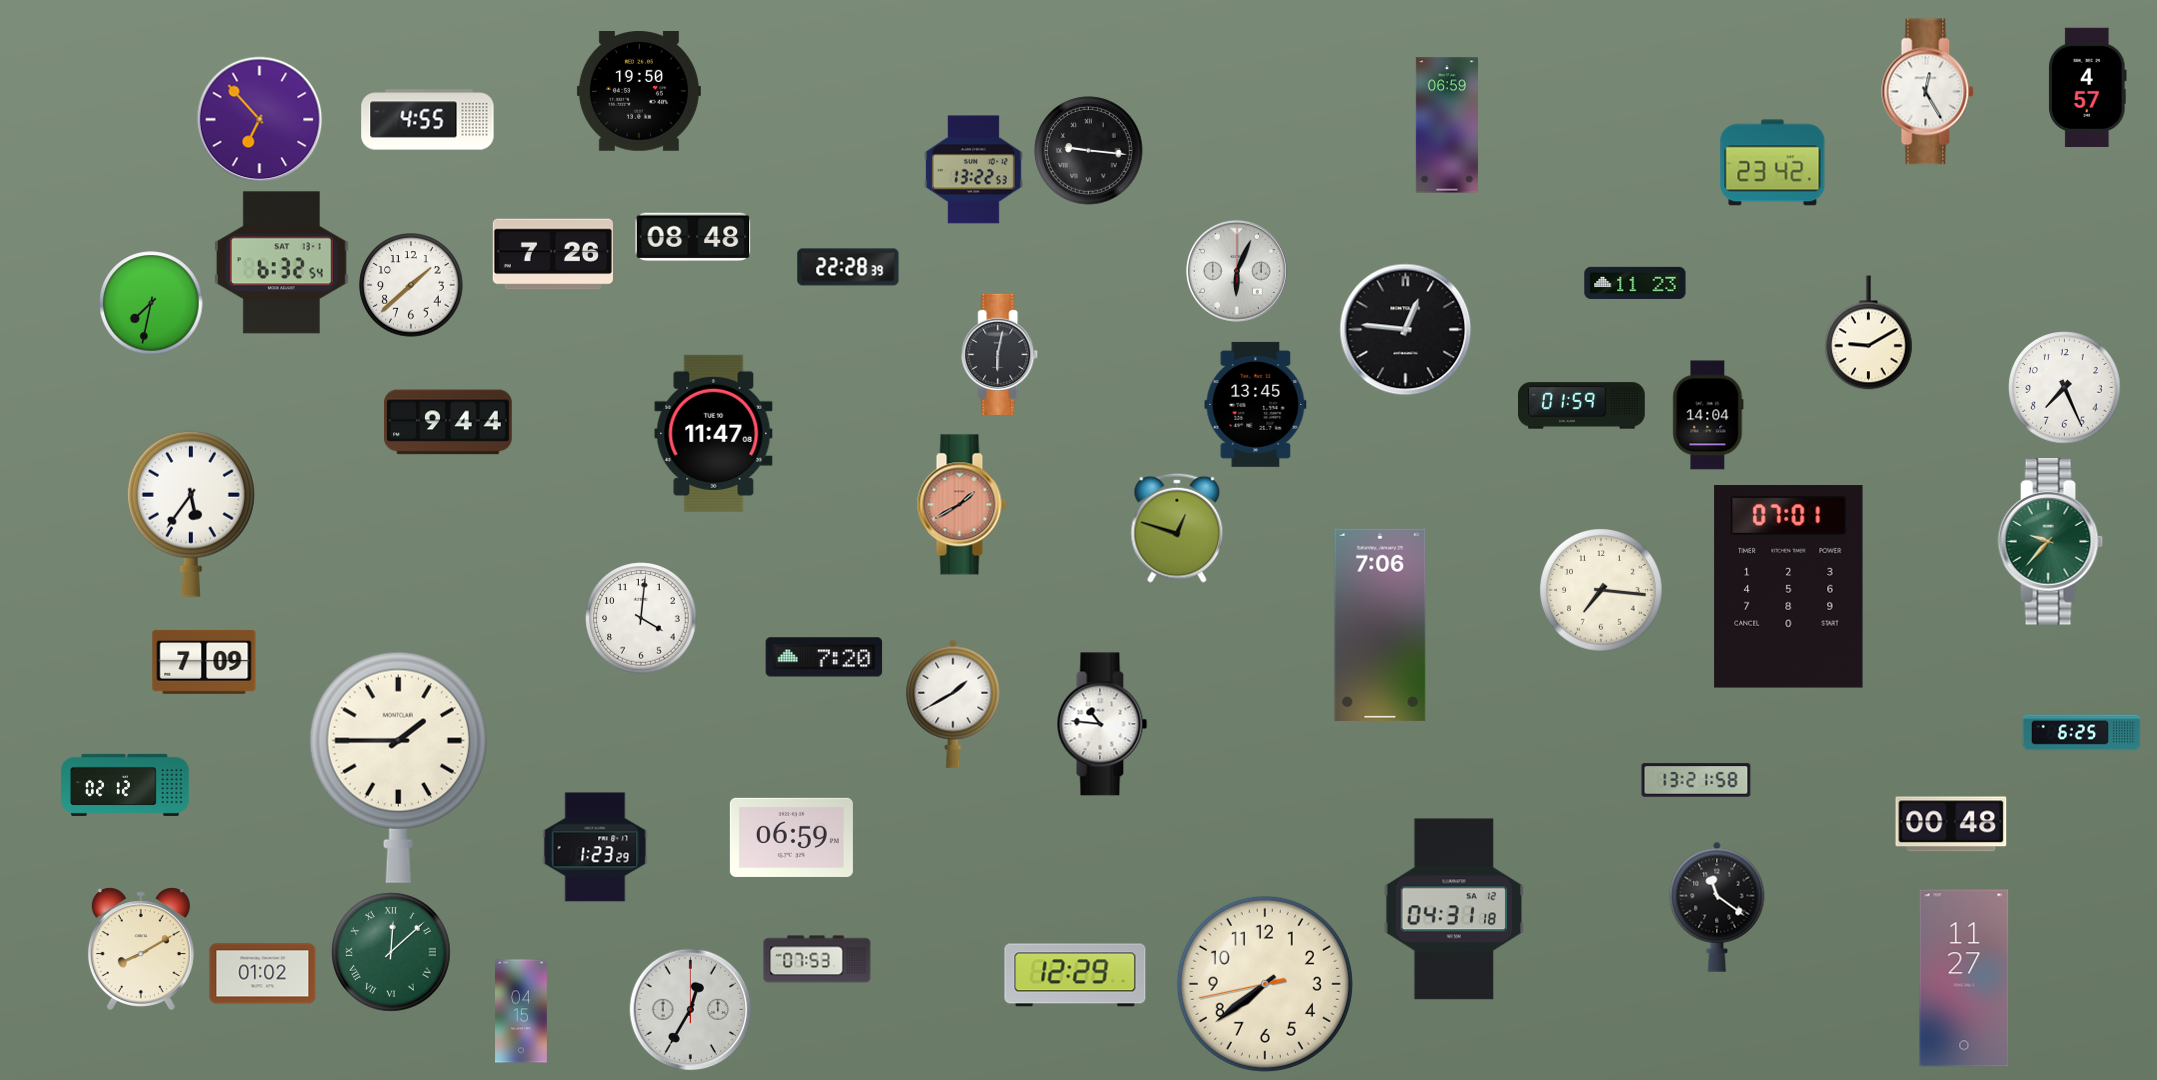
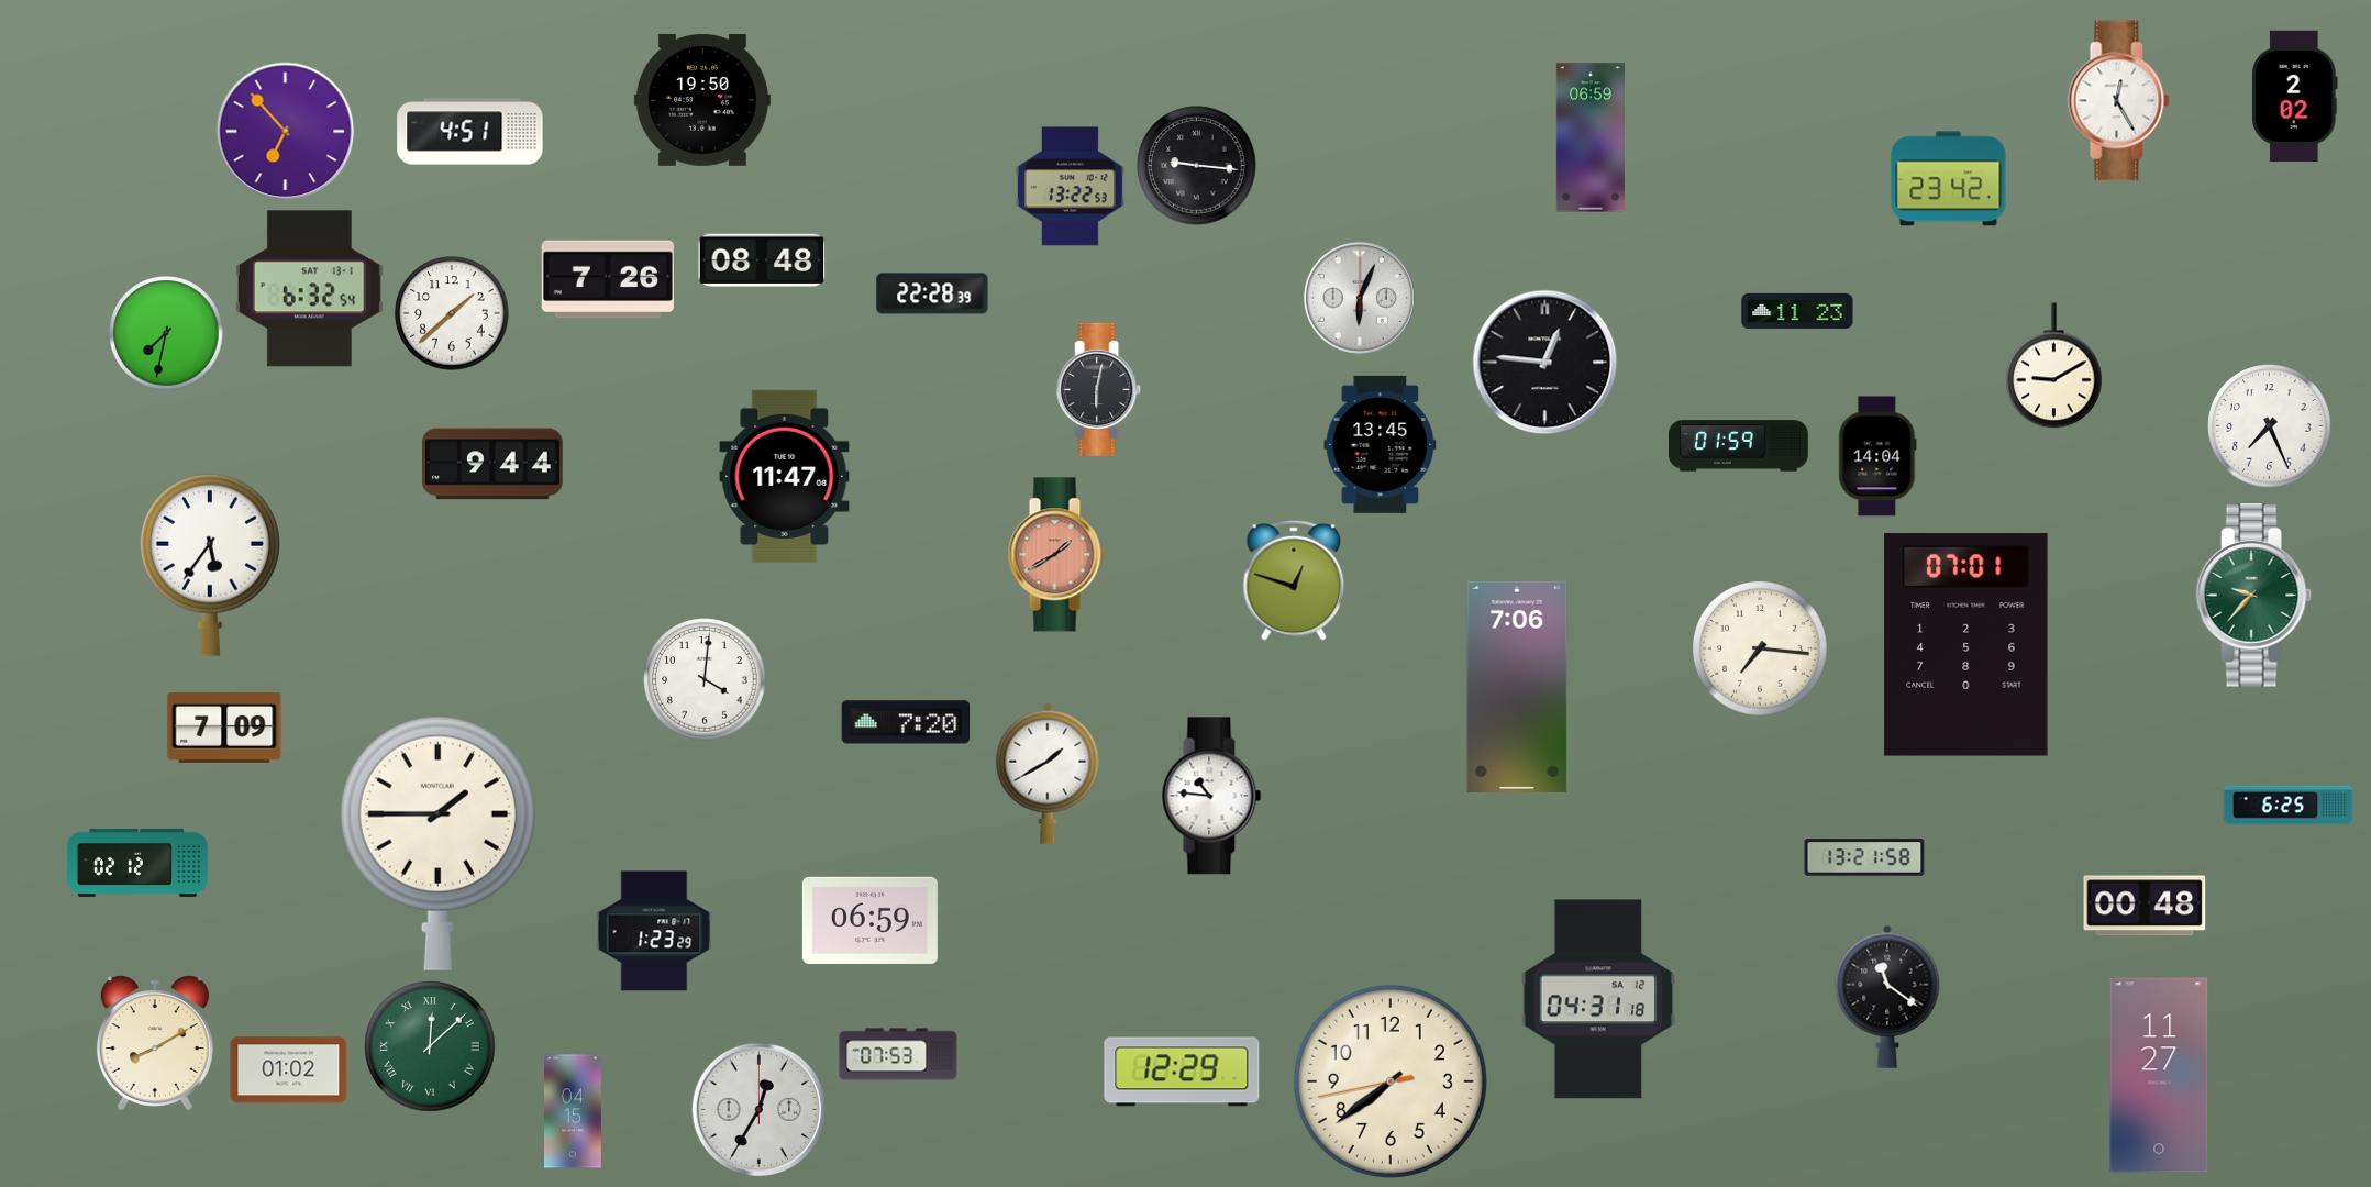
clock at (2087, 87): 4:57 -> 2:02
clock at (428, 120): 4:55 -> 4:51
